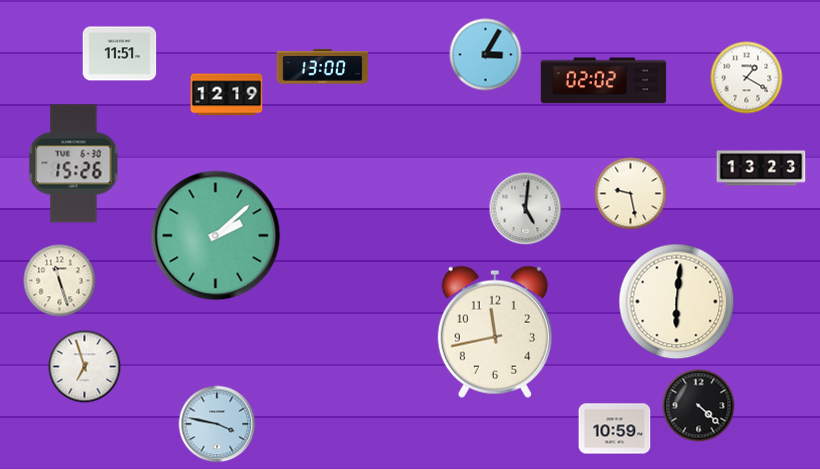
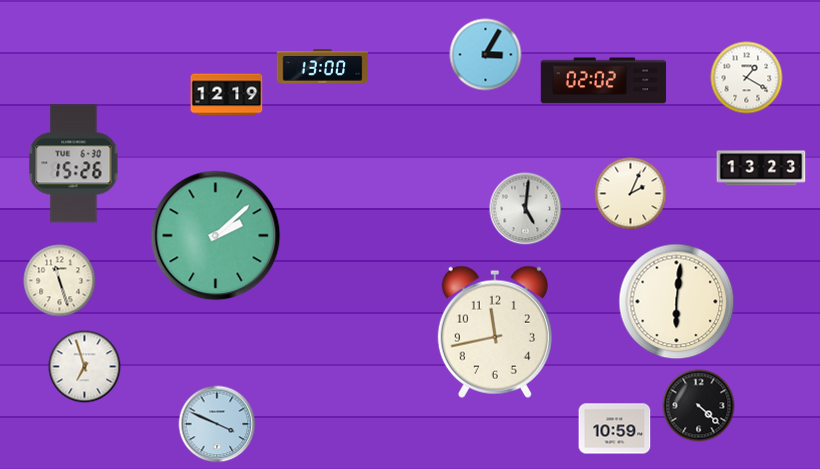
clock at (120, 54): 11:51 -> none
clock at (631, 194): 9:28 -> 2:04
clock at (217, 424): 3:47 -> 3:49
